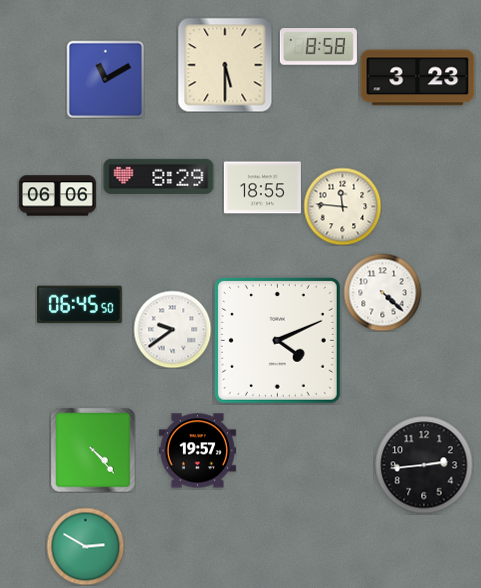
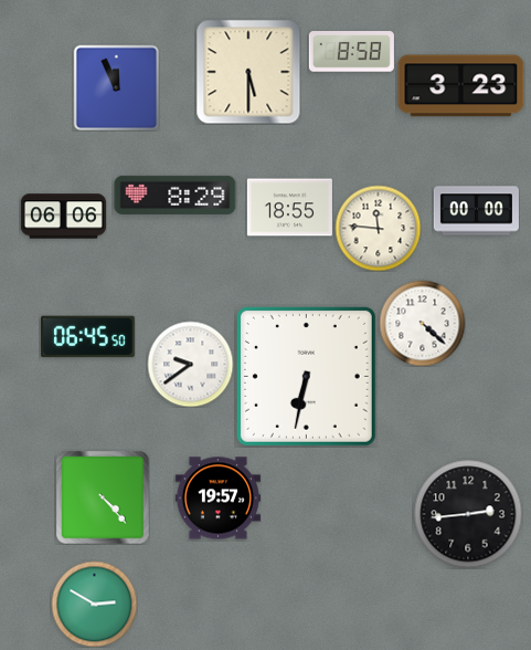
clock at (105, 79): 11:10 -> 11:56
clock at (476, 211): none -> 00:00
clock at (277, 340): 4:11 -> 6:32
